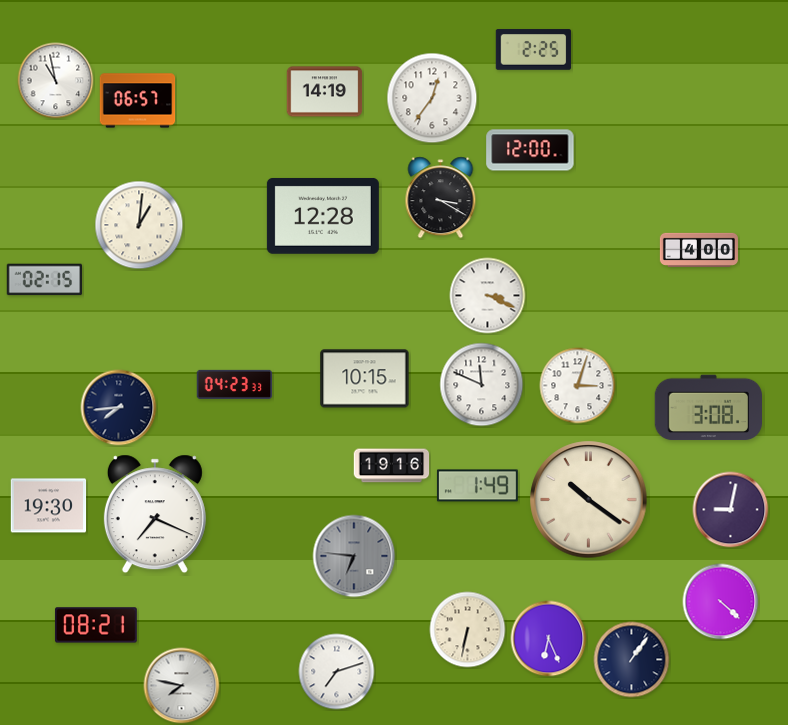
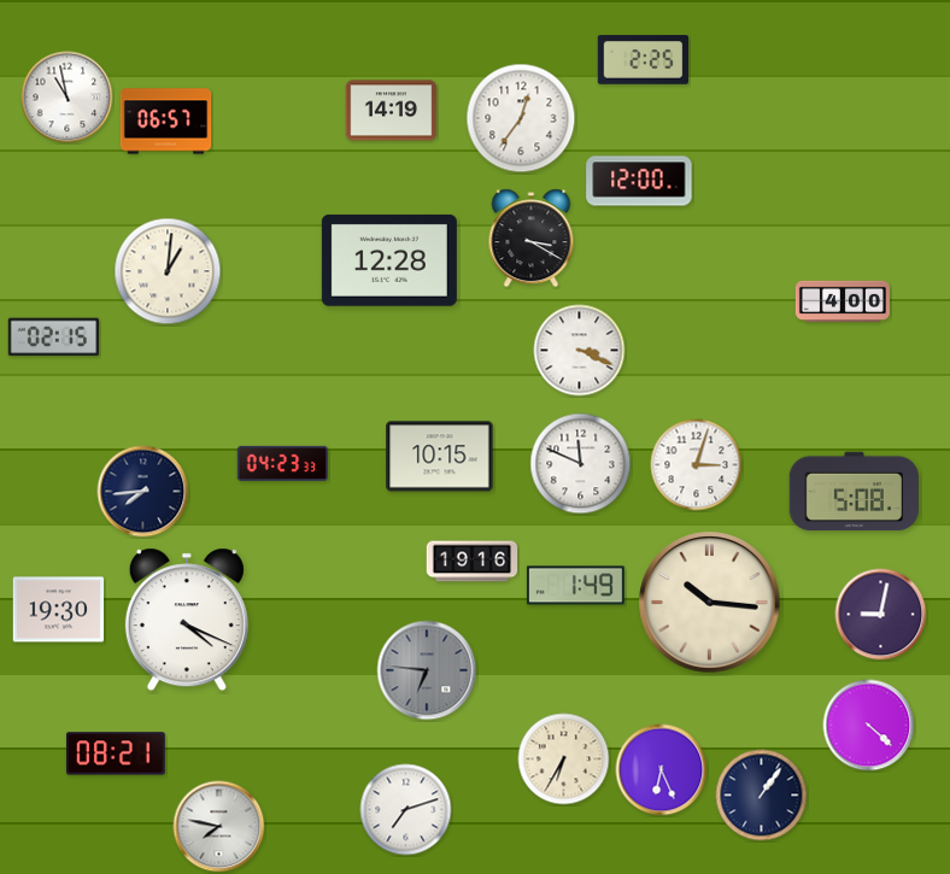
clock at (488, 296) position: (488, 296) -> (580, 351)
clock at (708, 408): 3:08 -> 5:08
clock at (589, 500): 10:21 -> 10:16
clock at (155, 514): 7:19 -> 4:19
clock at (468, 630): 6:32 -> 6:35
